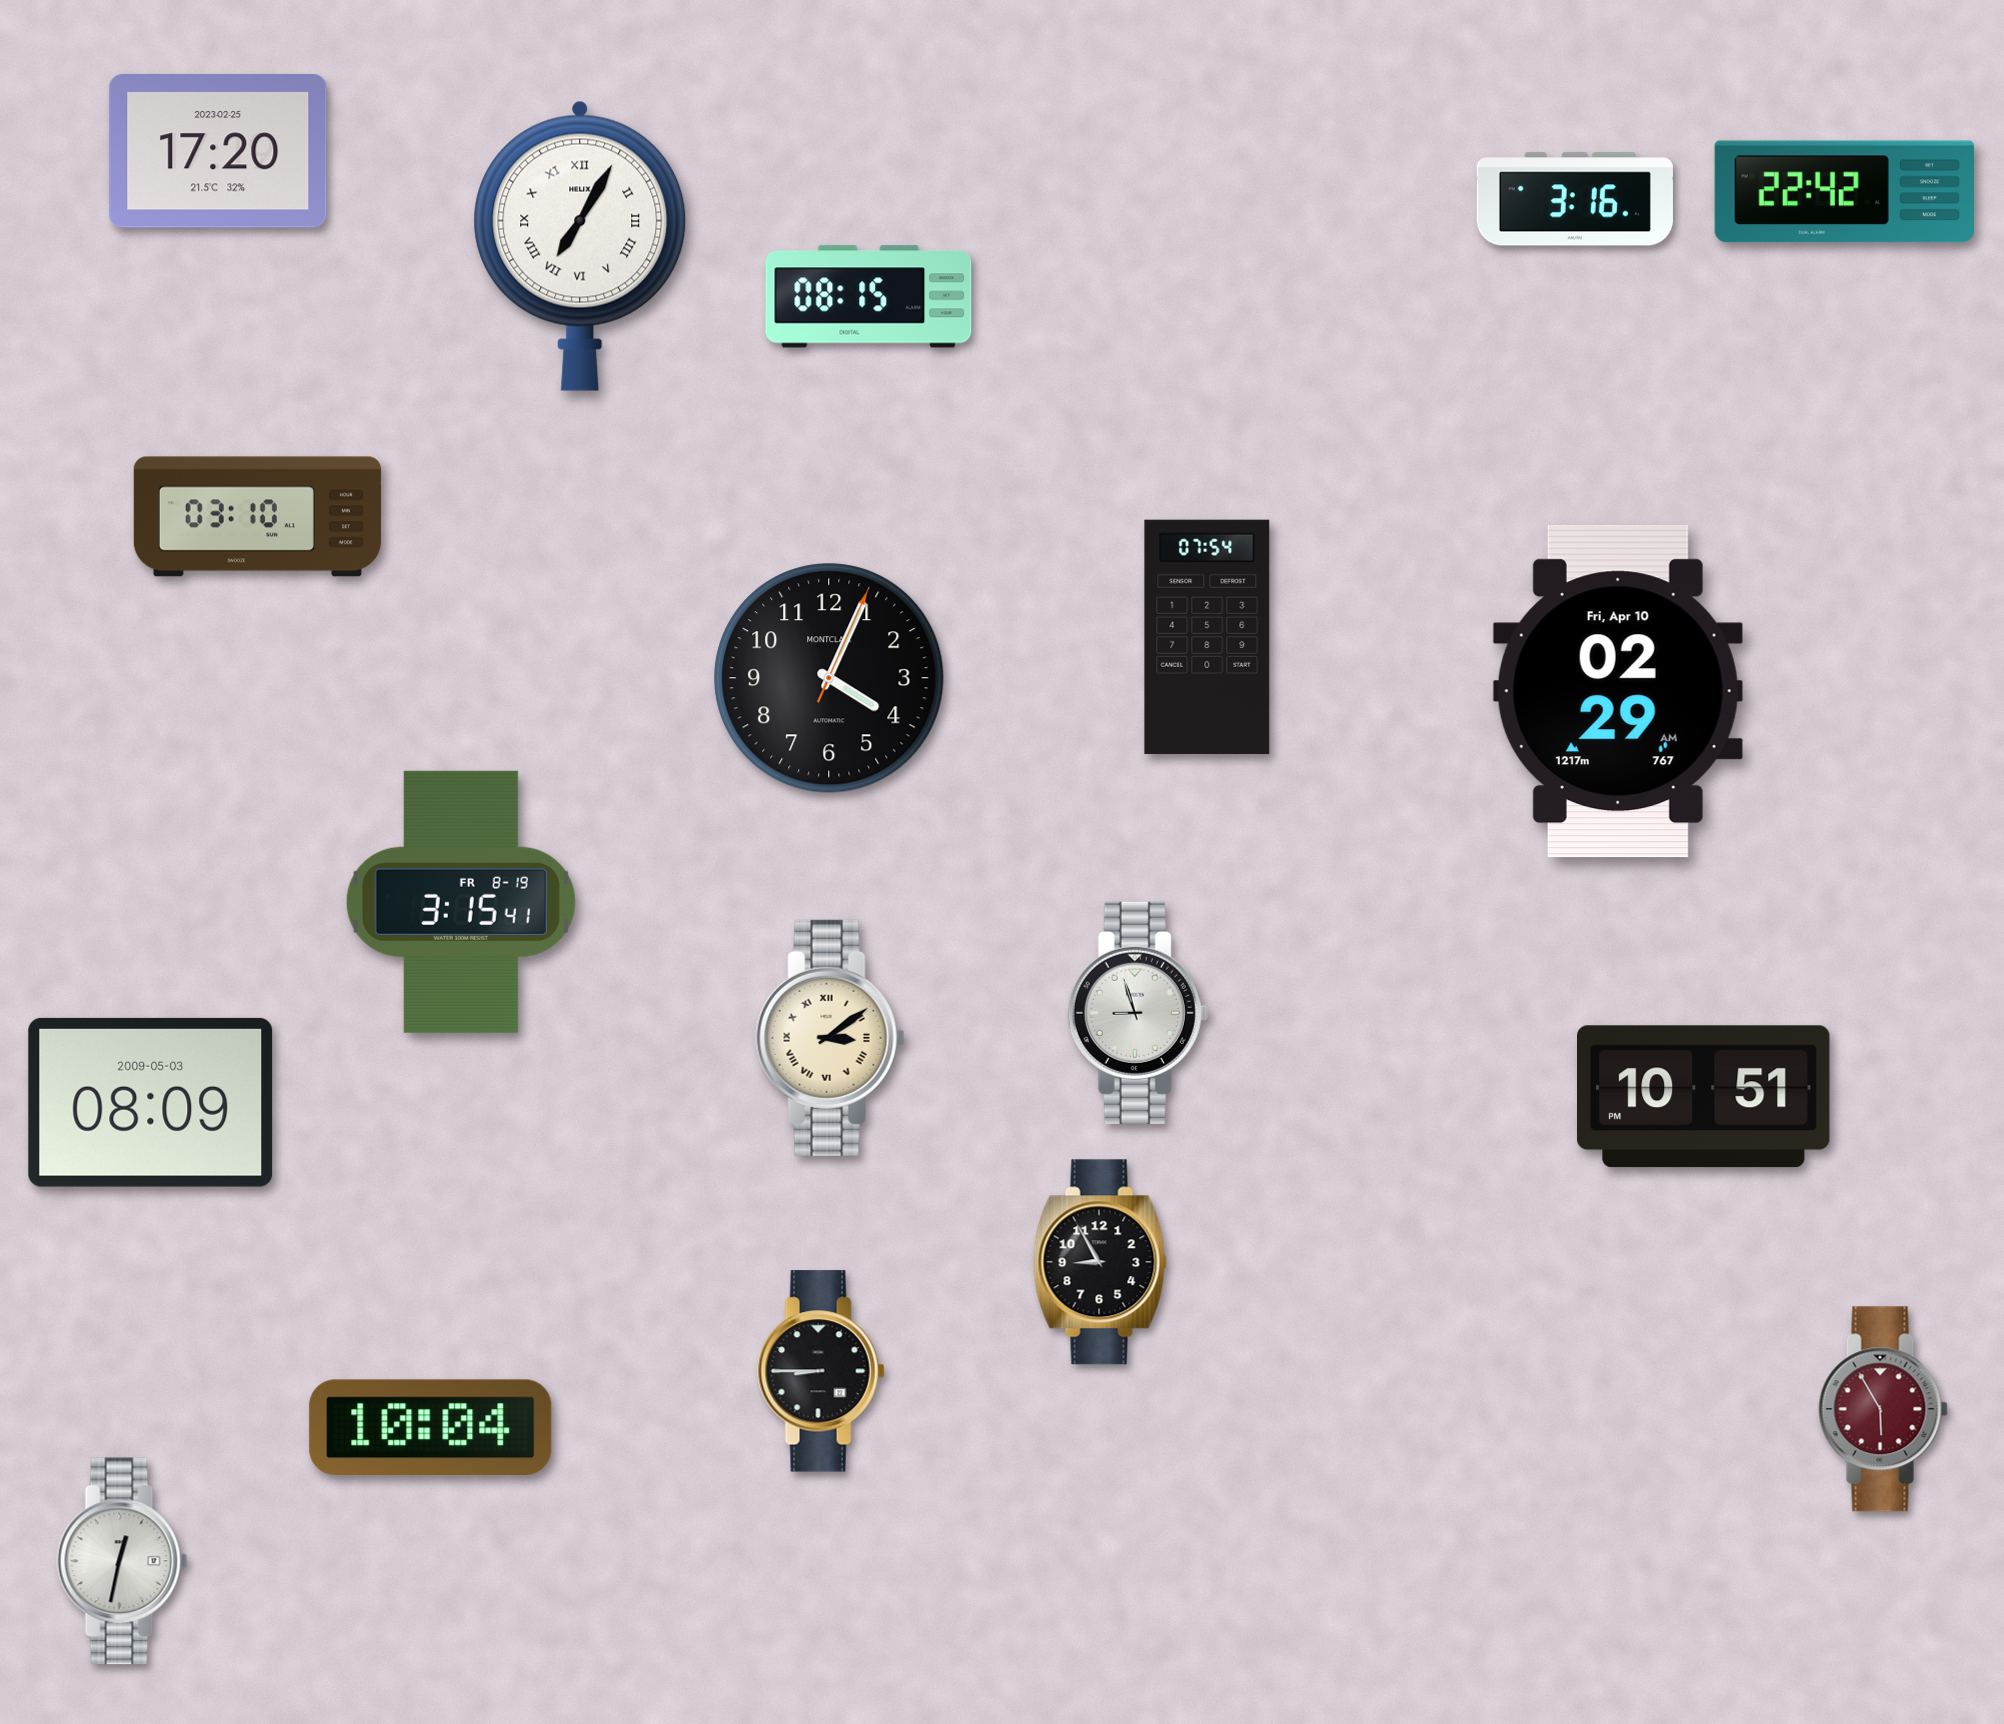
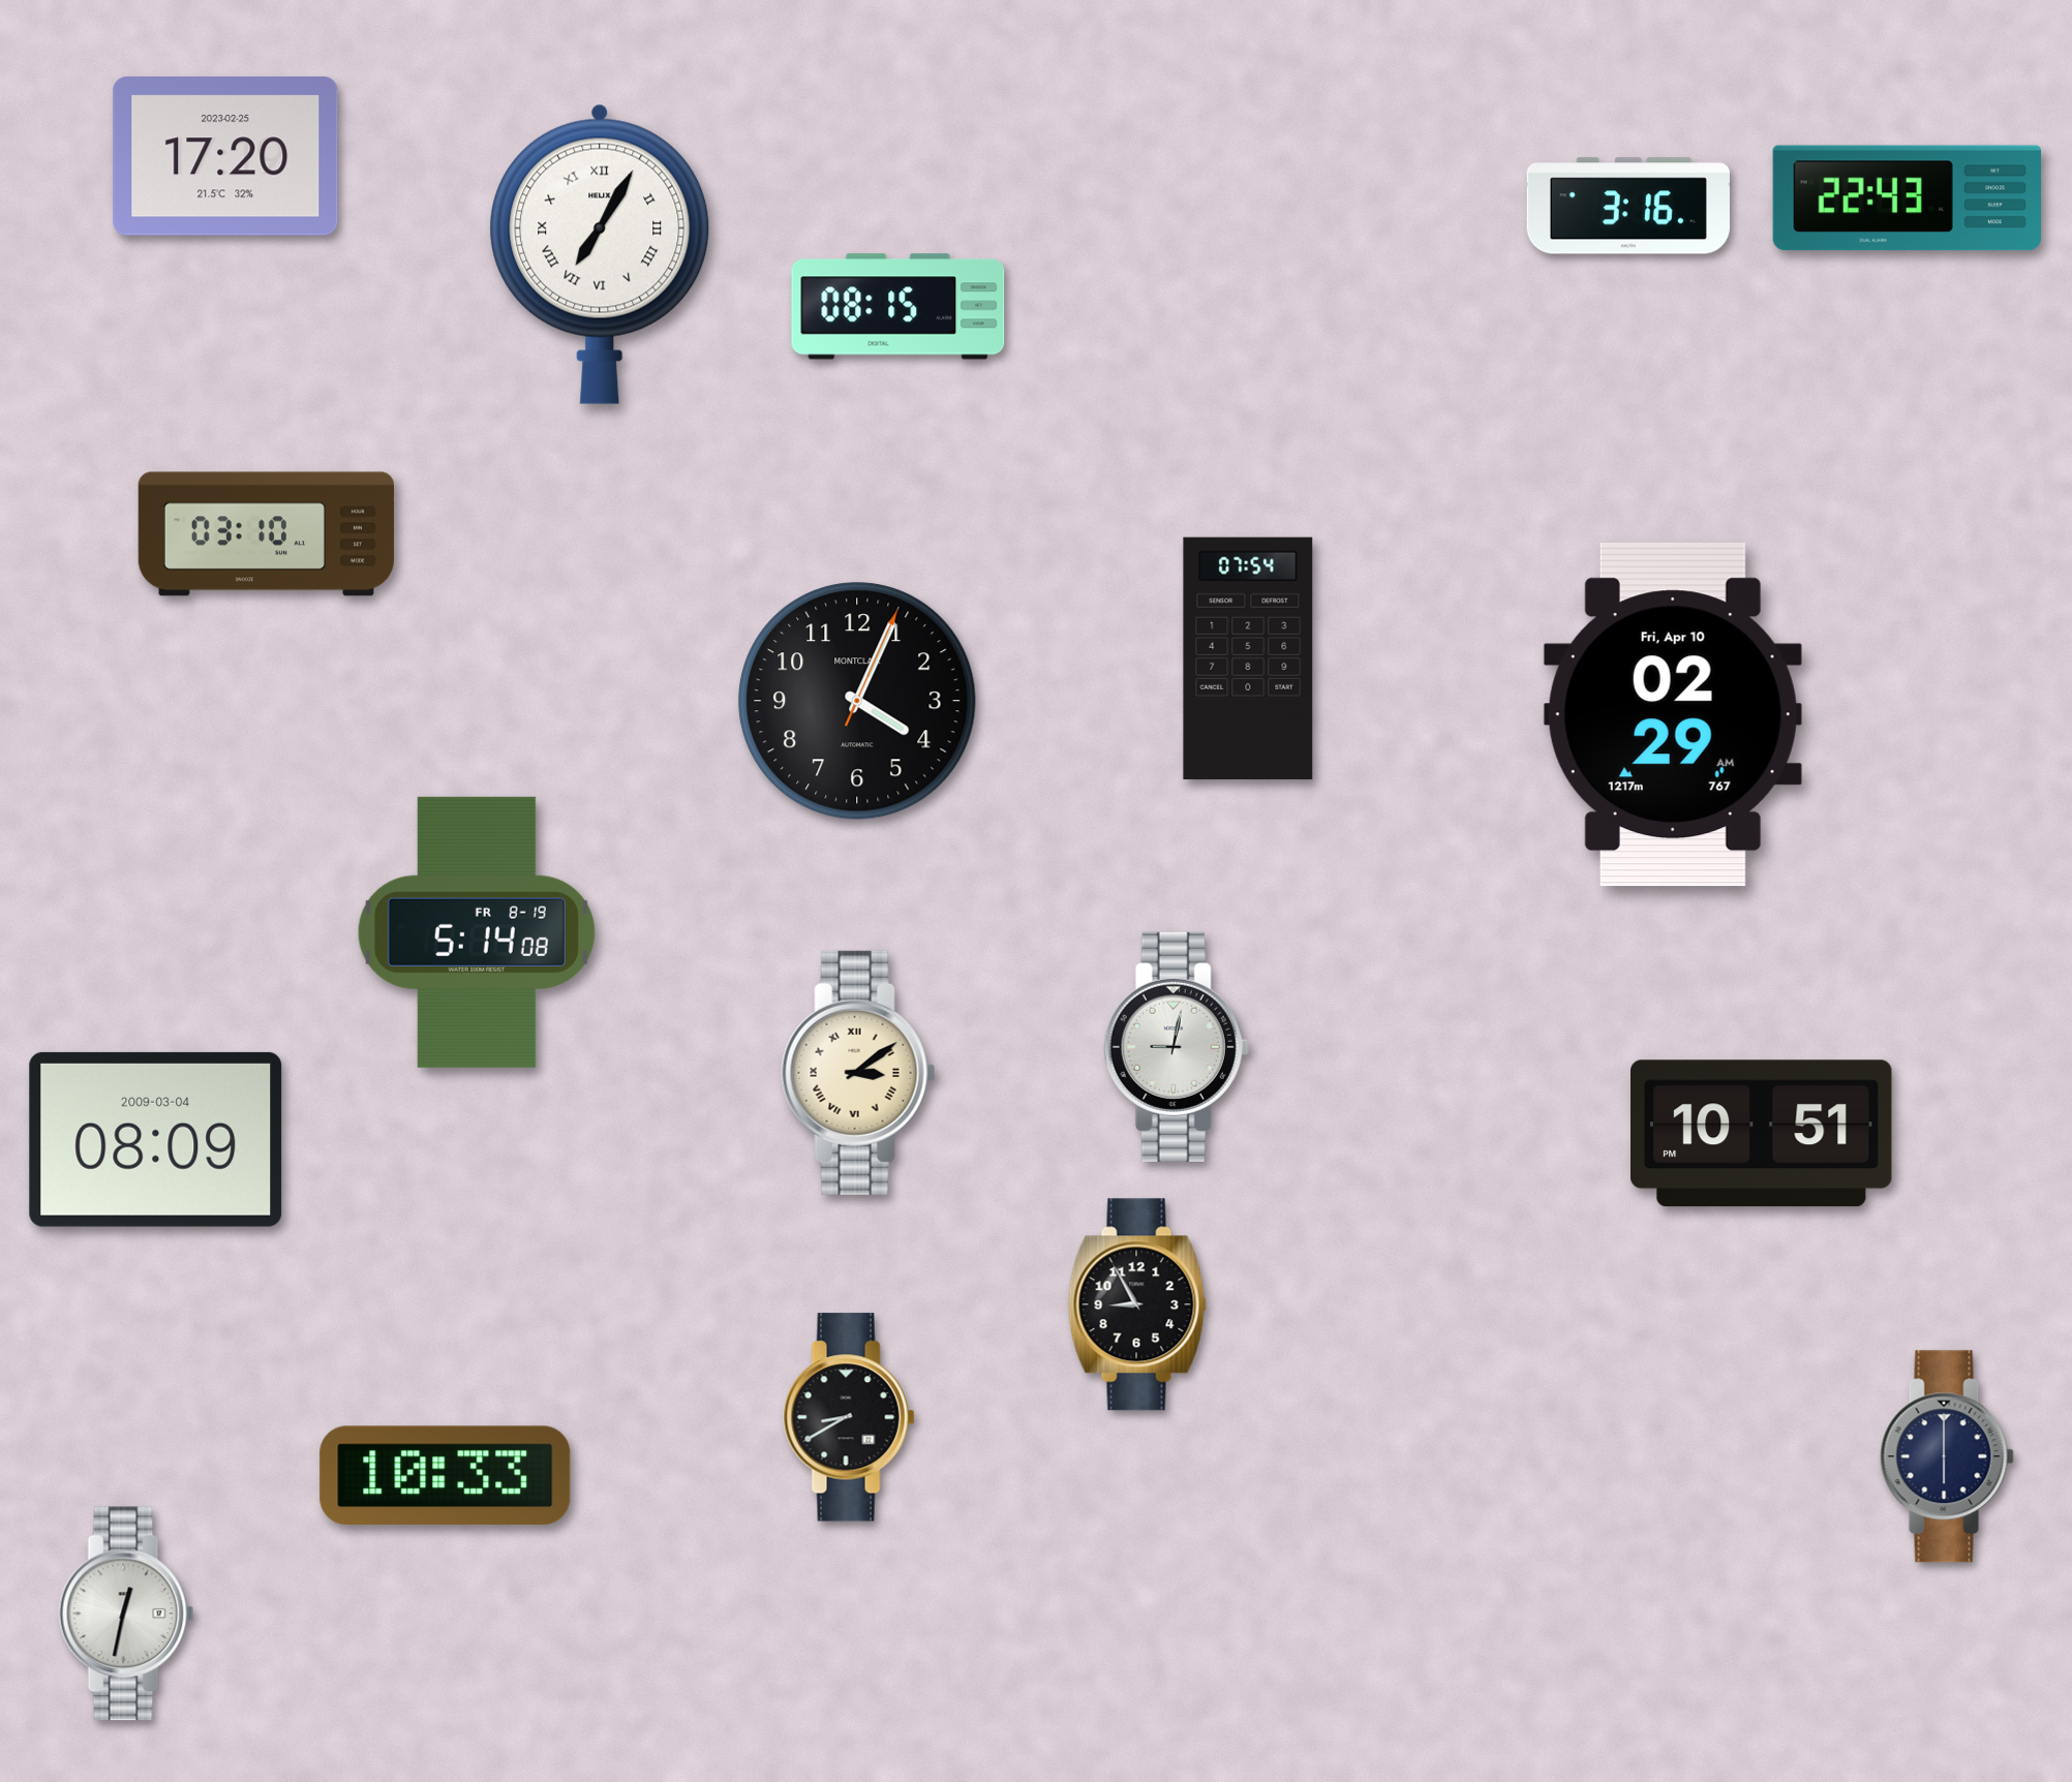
clock at (1844, 192): 22:42 -> 22:43
clock at (461, 902): 3:15 -> 5:14
clock at (1138, 1013): 8:57 -> 9:02
clock at (151, 1102) date: 2009-05-03 -> 2009-03-04
clock at (821, 1371): 8:45 -> 8:40
clock at (1883, 1409): 5:55 -> 6:00
clock at (1883, 1409) dial: burgundy -> navy
clock at (431, 1428): 10:04 -> 10:33
